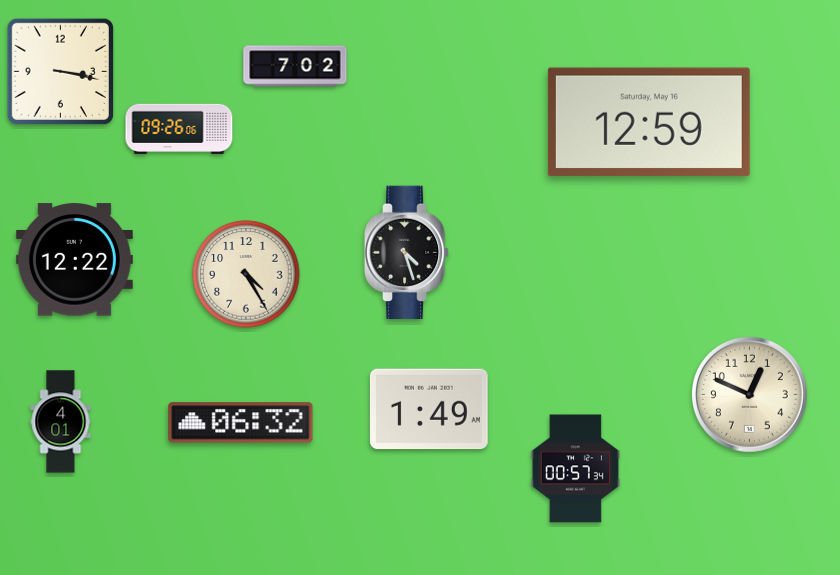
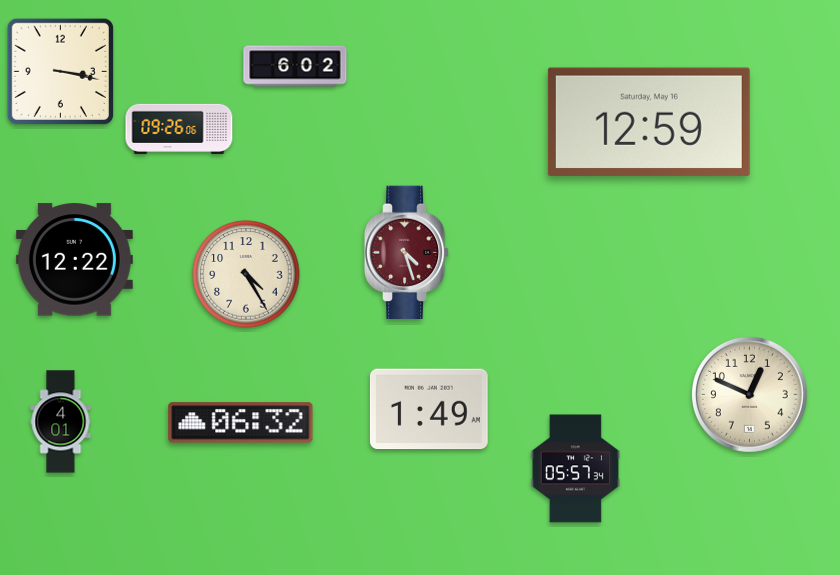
clock at (295, 66): 7:02 -> 6:02
clock at (407, 253) dial: black -> burgundy
clock at (575, 469): 00:57 -> 05:57
